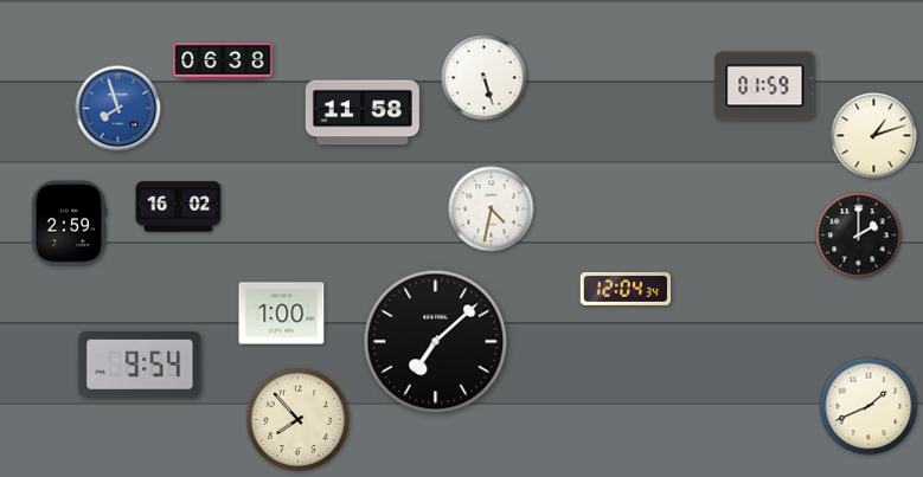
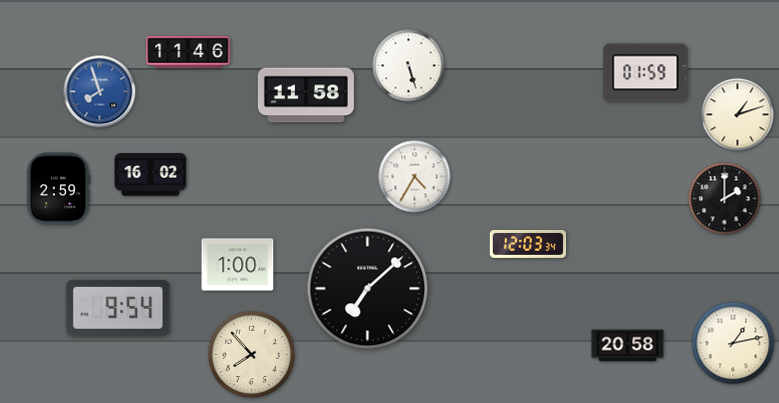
clock at (223, 63): 06:38 -> 11:46
clock at (492, 210): 4:32 -> 4:35
clock at (626, 289): 12:04 -> 12:03
clock at (868, 406): 1:41 -> 1:13
clock at (628, 346): none -> 20:58
